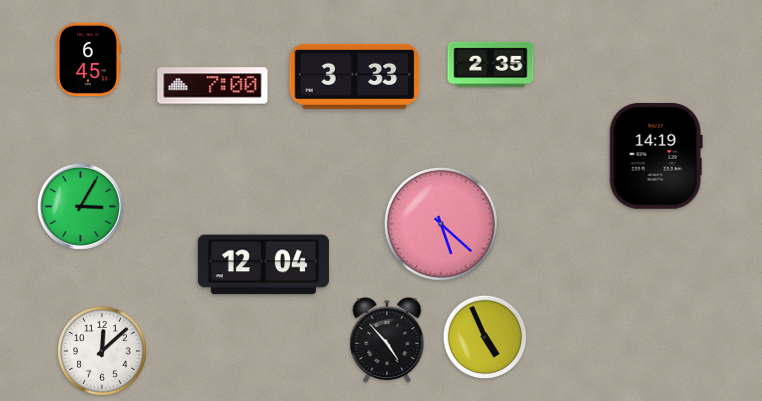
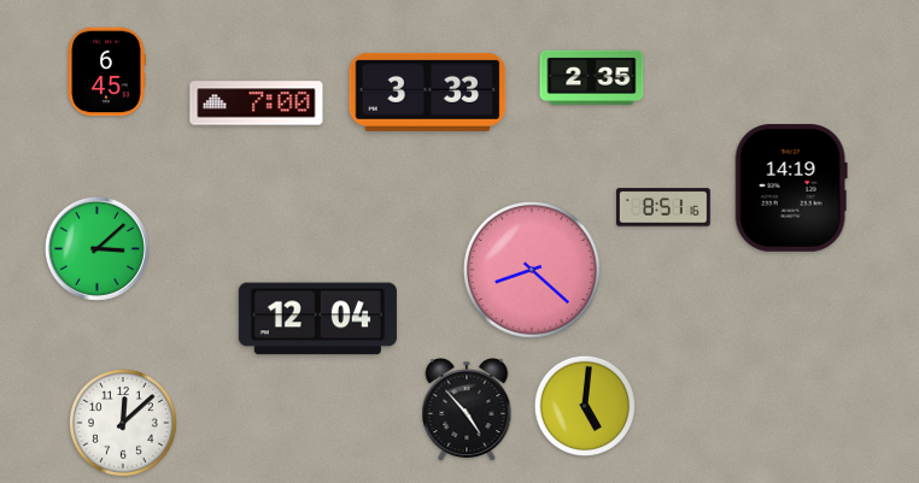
clock at (665, 207): none -> 8:51
clock at (80, 206): 3:05 -> 3:08
clock at (441, 224): 5:22 -> 8:22
clock at (485, 337): 4:56 -> 5:01
